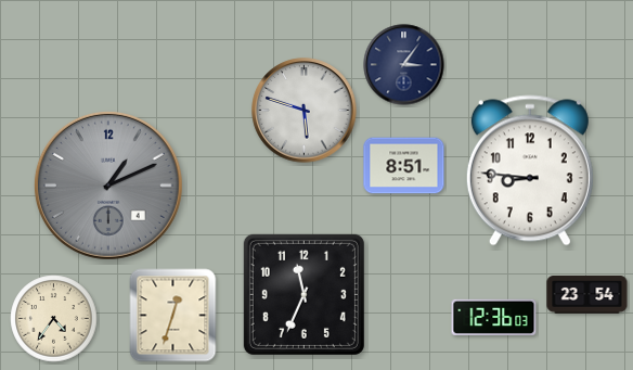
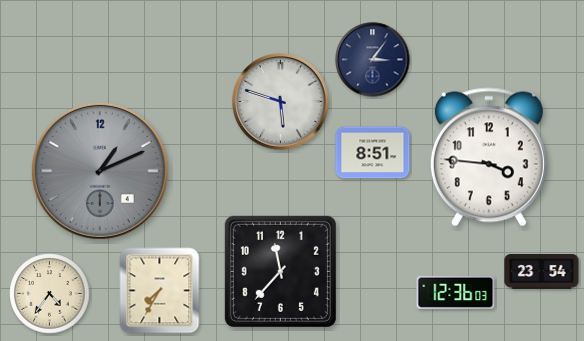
clock at (530, 170): 8:46 -> 3:46
clock at (303, 294): 11:34 -> 11:37
clock at (173, 316): 12:33 -> 7:35
